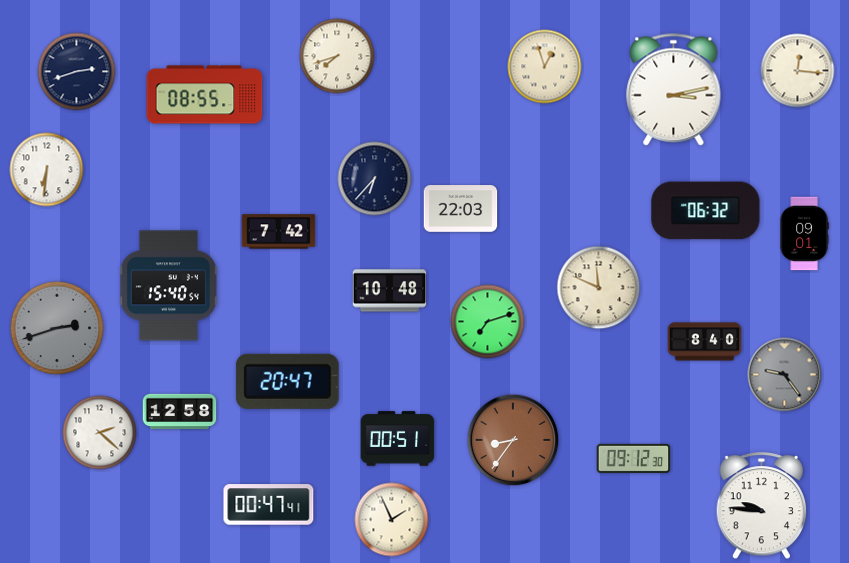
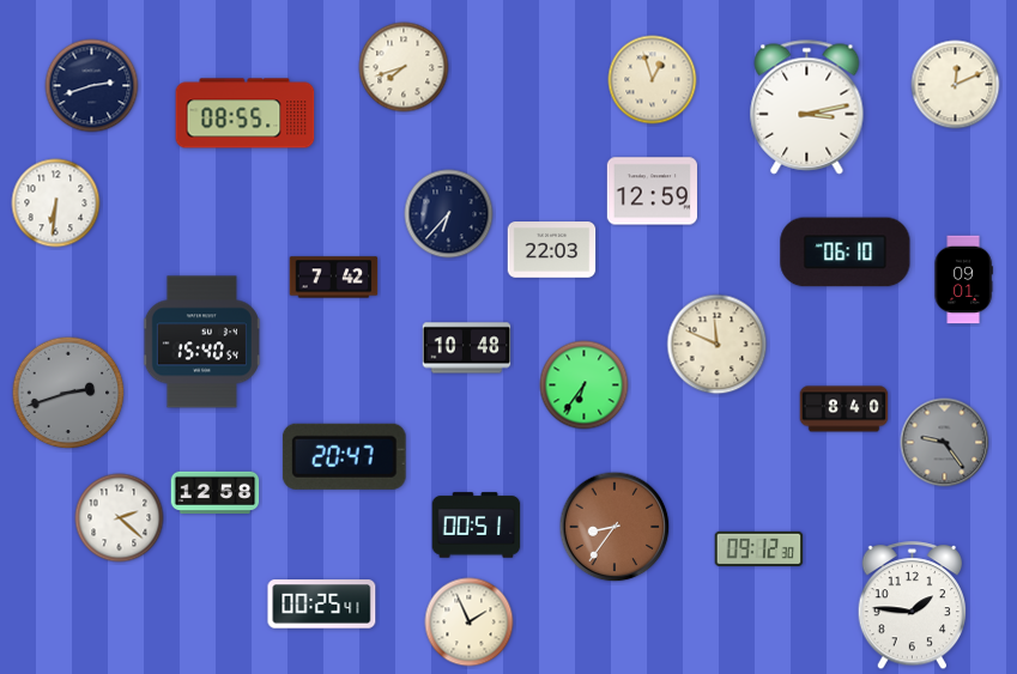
clock at (798, 71): 12:16 -> 12:11
clock at (652, 192): none -> 12:59
clock at (706, 211): 06:32 -> 06:10
clock at (488, 322): 7:12 -> 6:36
clock at (785, 375) position: (785, 375) -> (945, 443)
clock at (269, 505): 00:47 -> 00:25
clock at (762, 506): 9:46 -> 1:46
